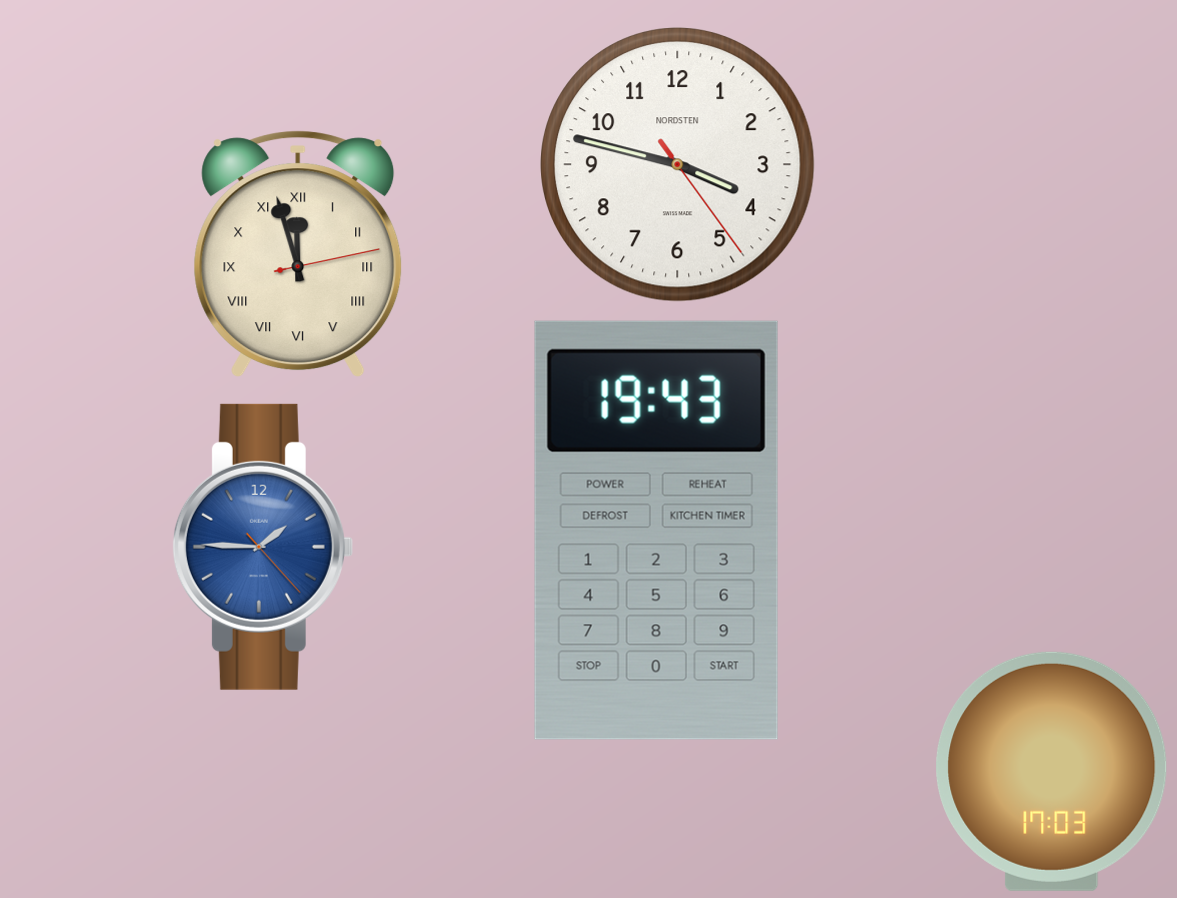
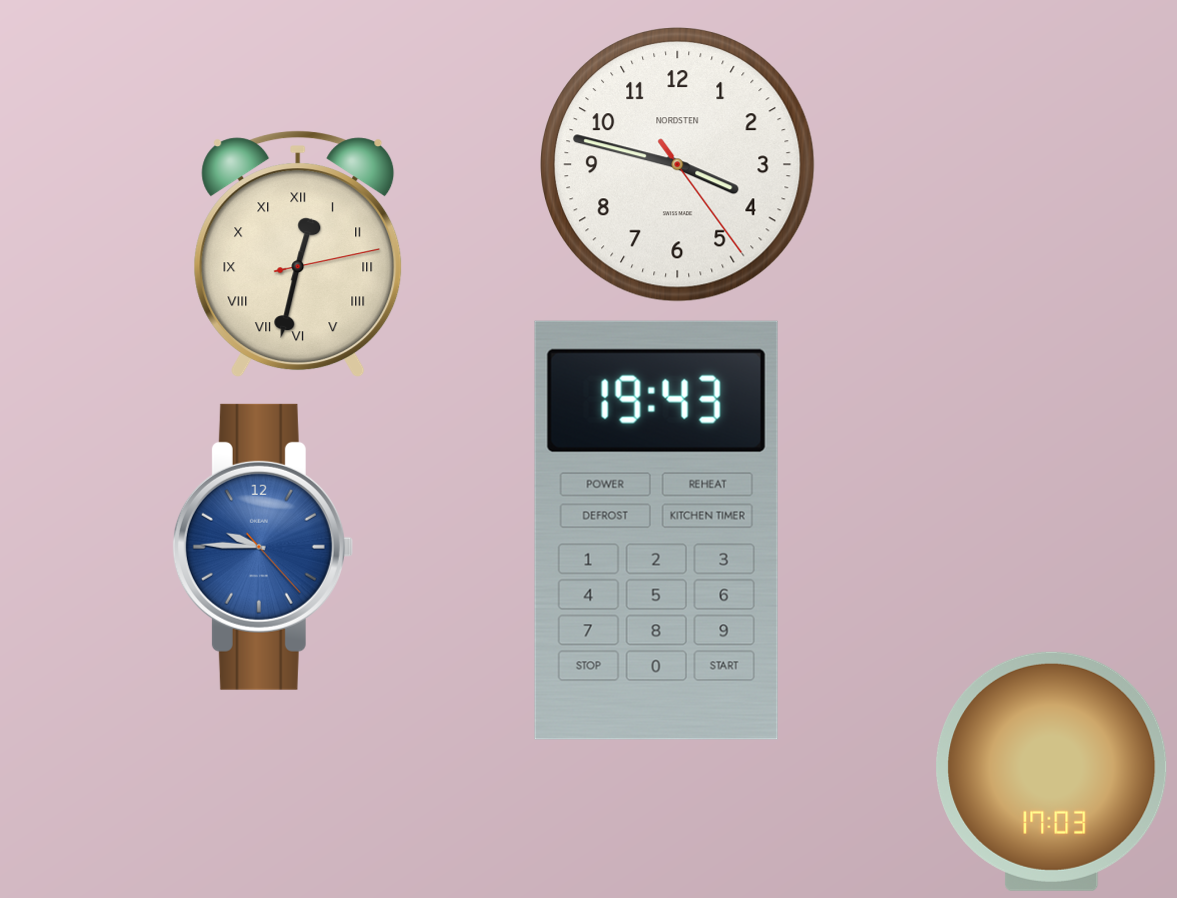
clock at (298, 254): 11:57 -> 12:32
clock at (262, 547): 1:45 -> 9:45
